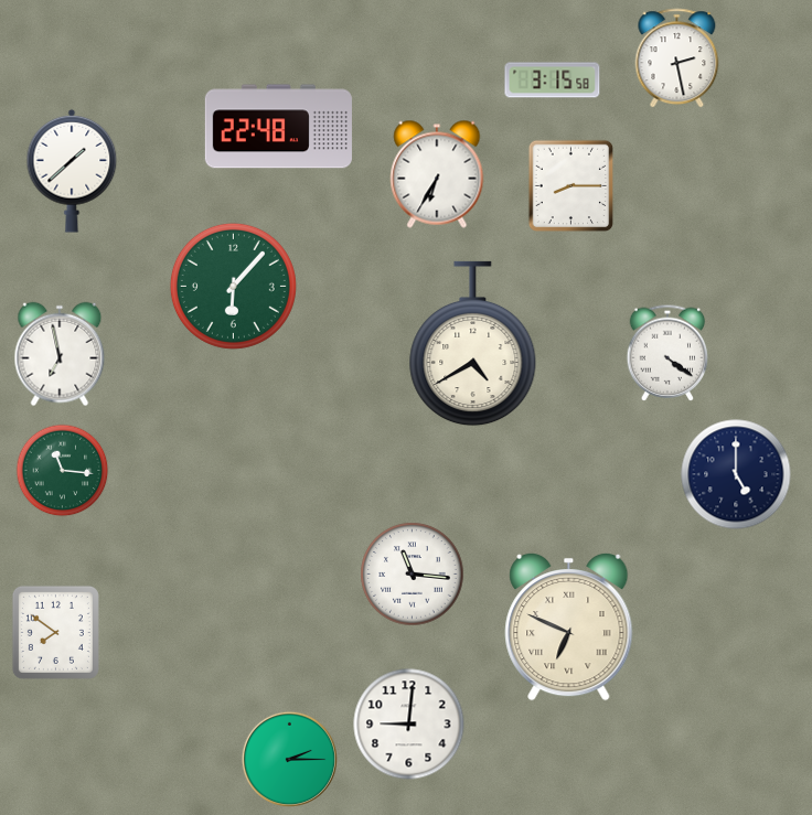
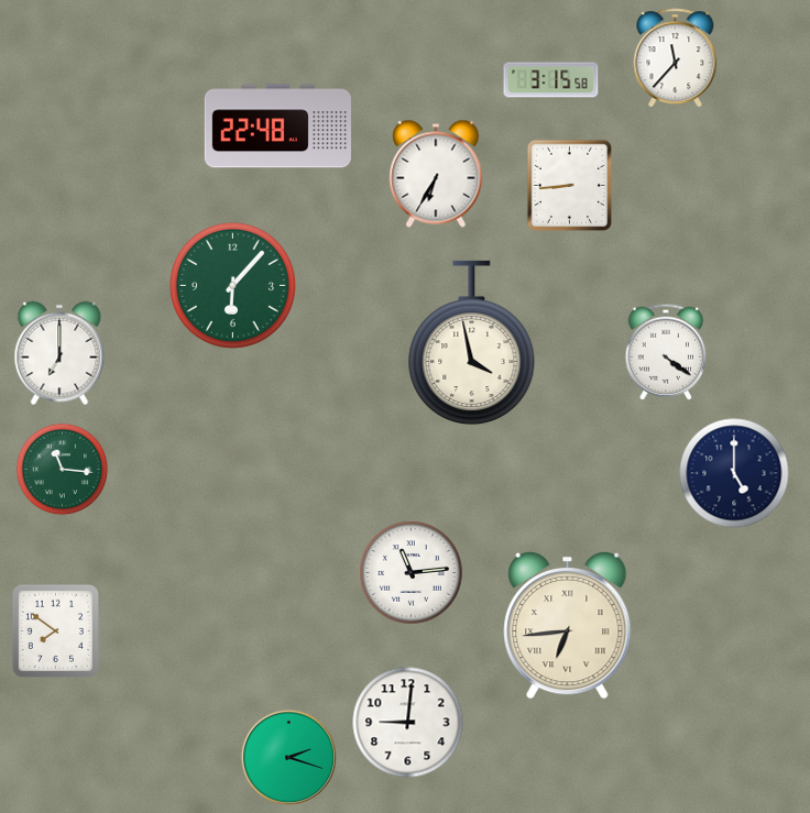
clock at (677, 58): 2:28 -> 11:37
clock at (72, 171): 1:38 -> none
clock at (571, 186): 8:15 -> 8:44
clock at (473, 344): 4:40 -> 3:58
clock at (60, 354): 6:58 -> 7:00
clock at (413, 575): 11:16 -> 11:14
clock at (569, 626): 6:49 -> 6:44
clock at (289, 759): 2:15 -> 2:18
